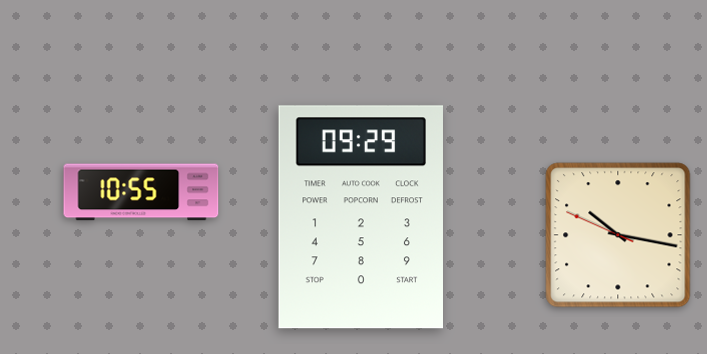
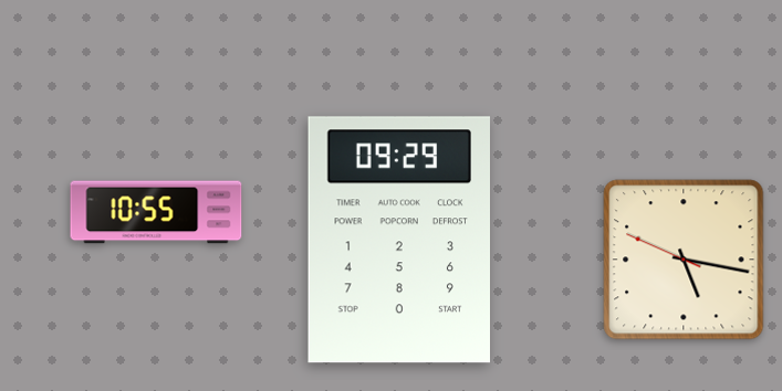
clock at (618, 235): 10:16 -> 5:16
